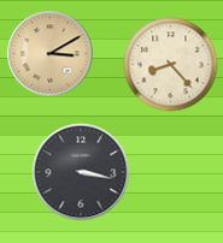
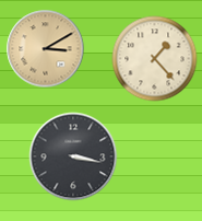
clock at (171, 65): 8:23 -> 1:23
